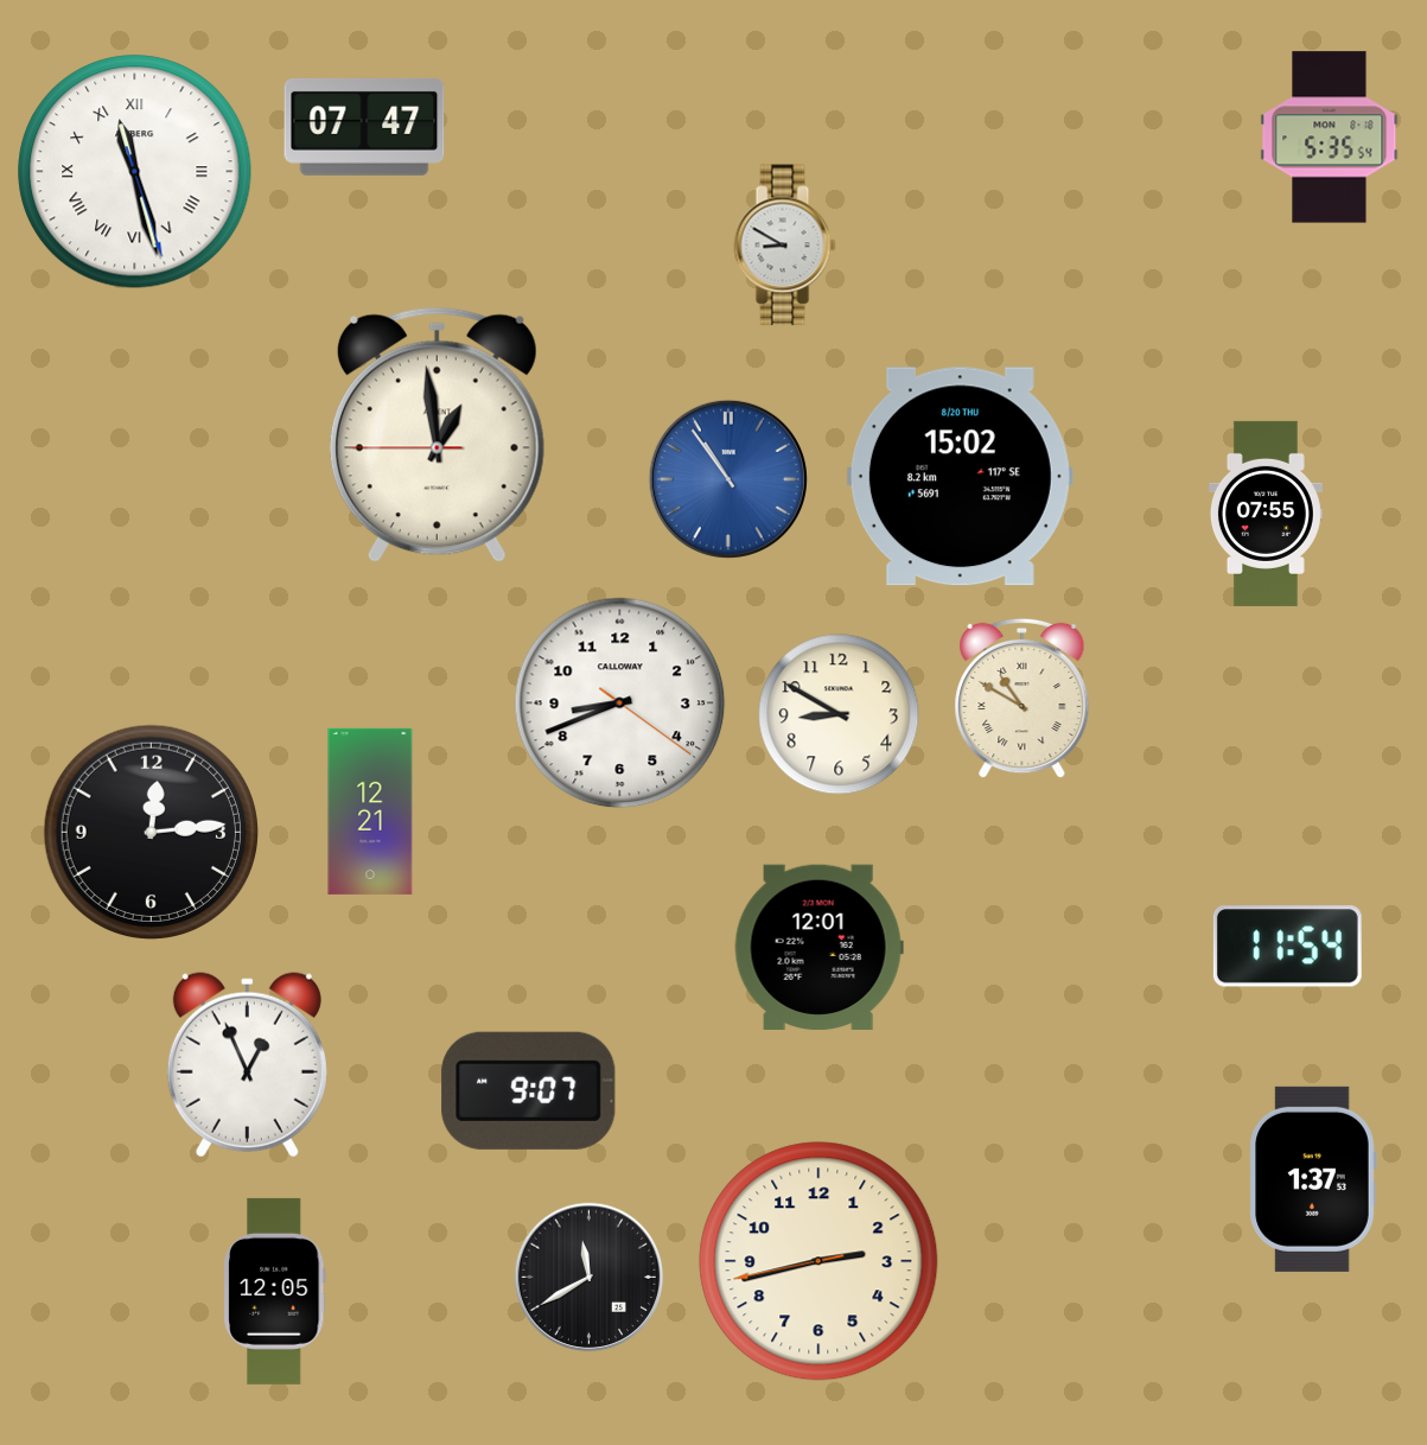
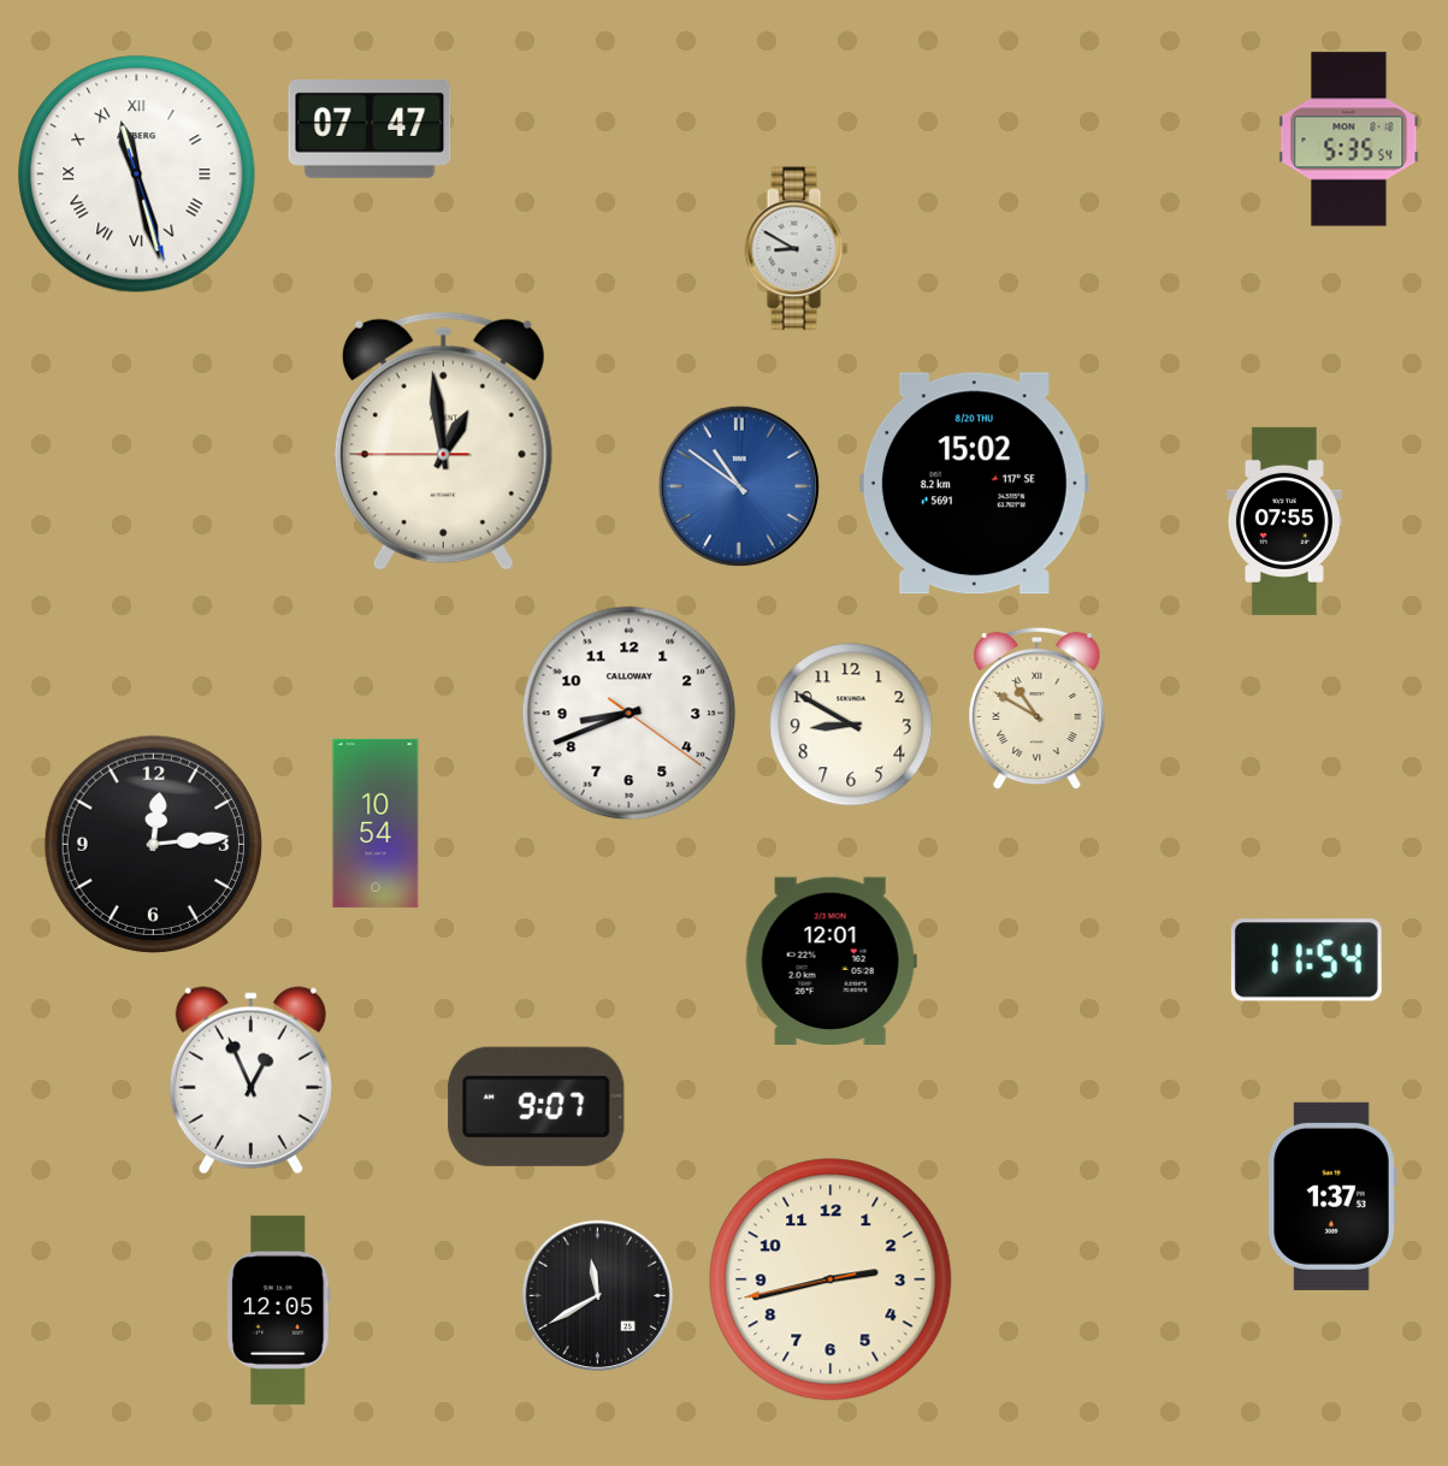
clock at (728, 479): 10:54 -> 10:51
clock at (370, 811): 12:21 -> 10:54
